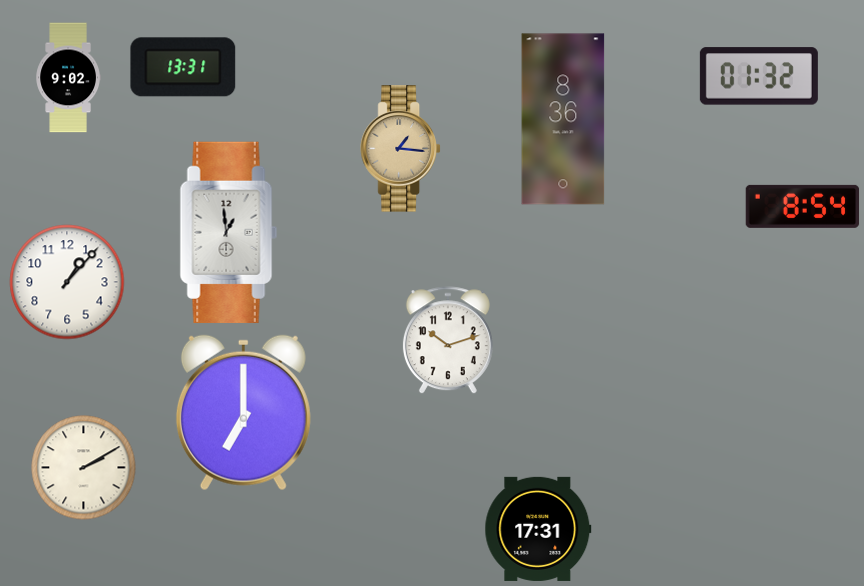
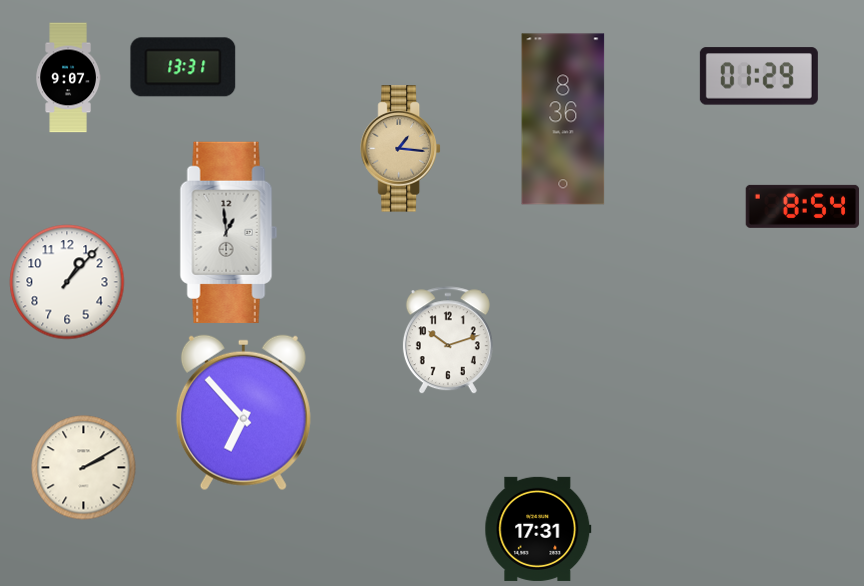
clock at (759, 76): 01:32 -> 01:29
clock at (68, 78): 9:02 -> 9:07
clock at (243, 413): 7:00 -> 6:53
